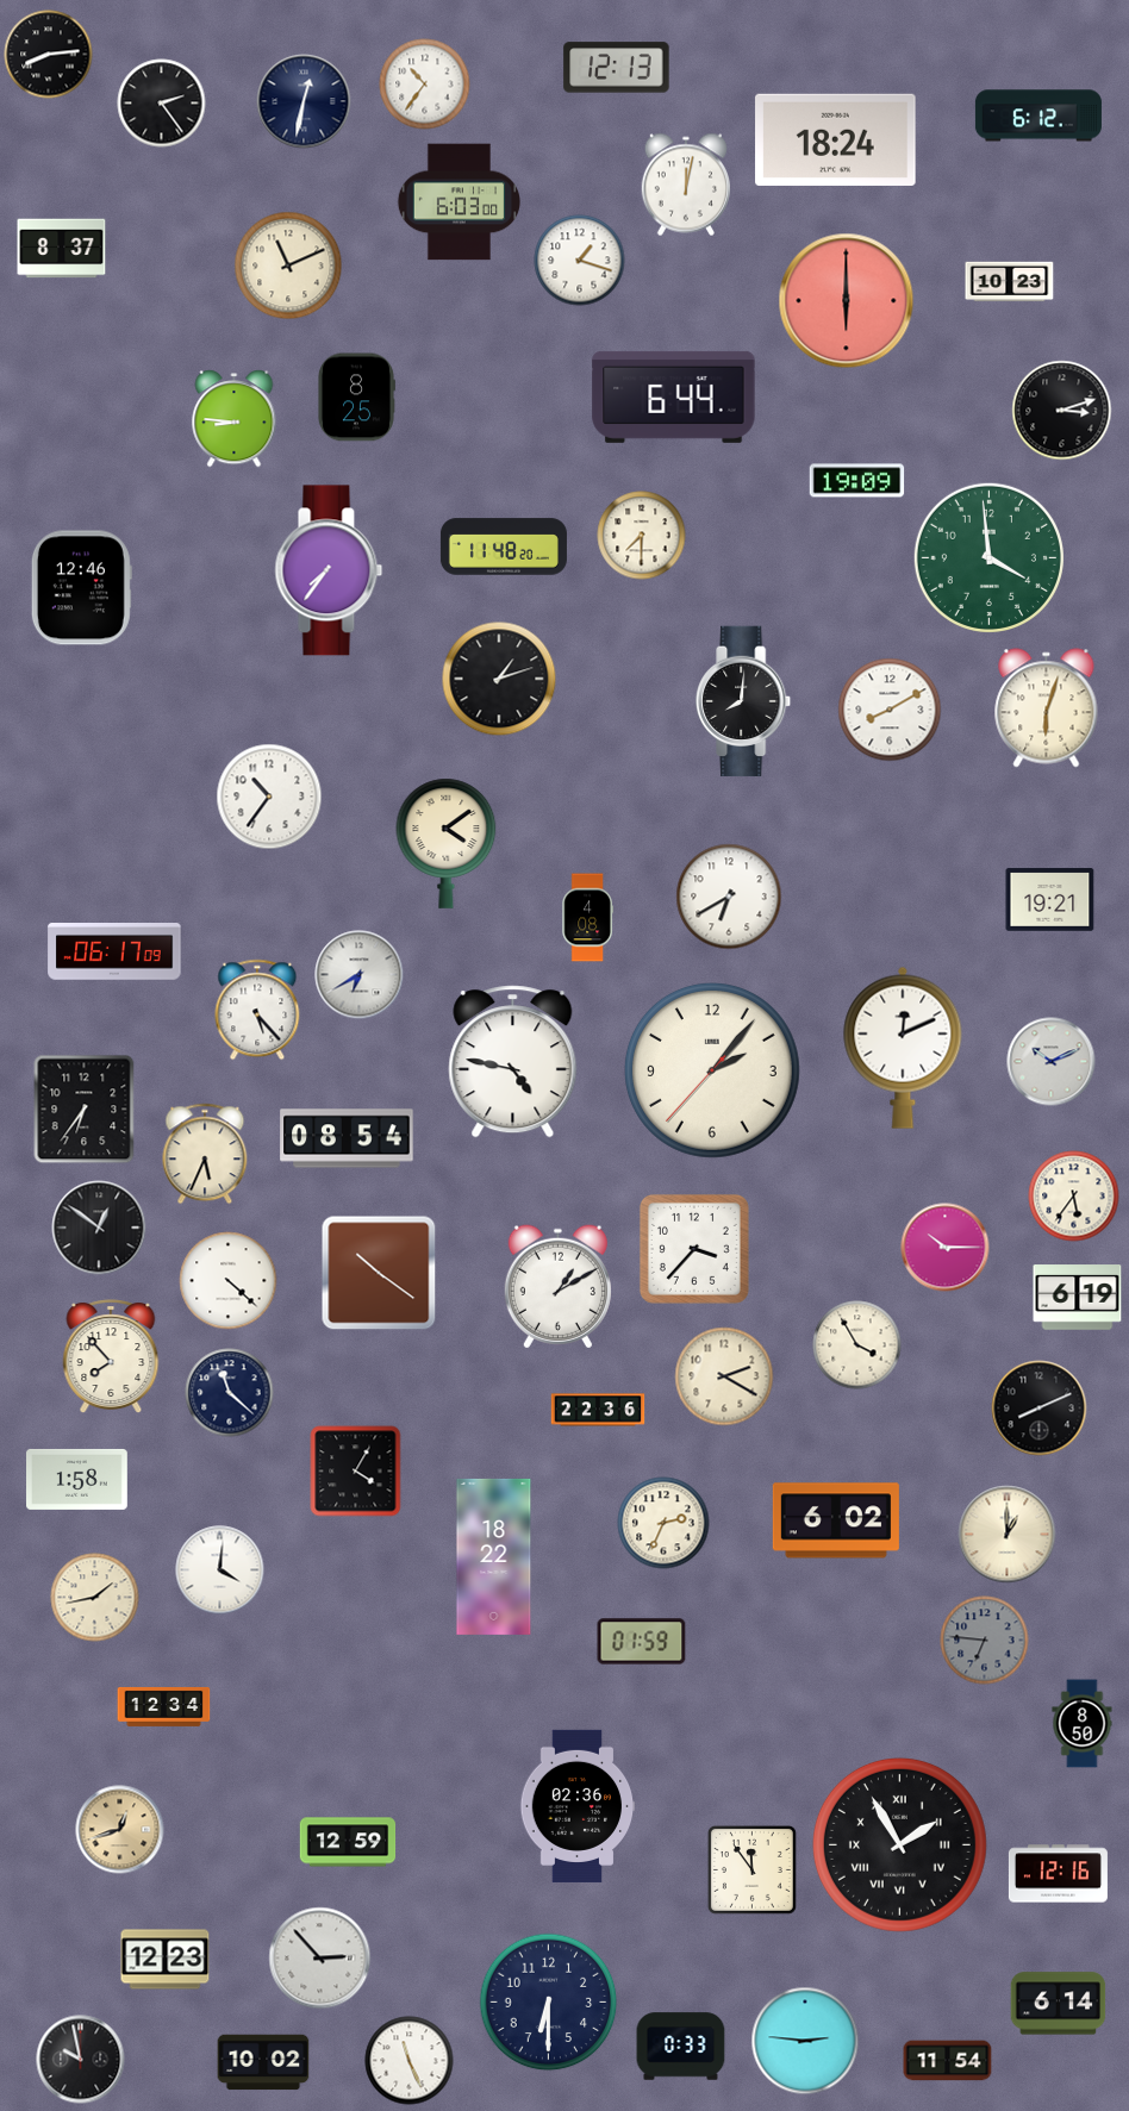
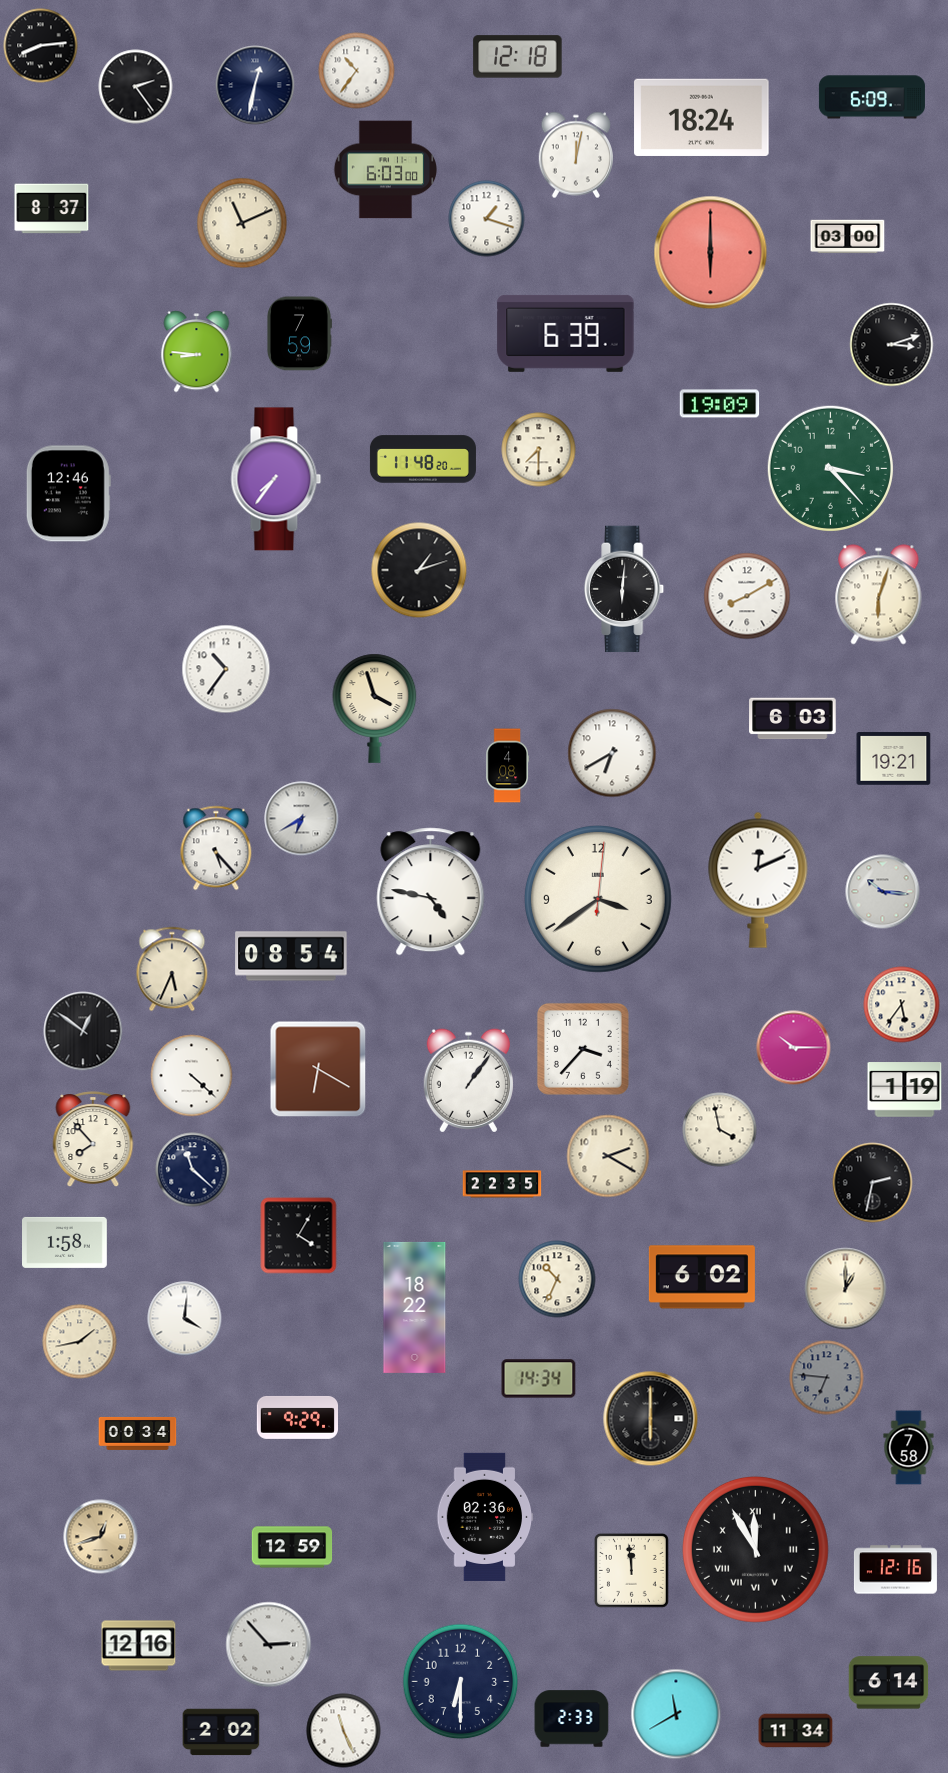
clock at (617, 68): 12:13 -> 12:18
clock at (1038, 115): 6:12 -> 6:09
clock at (1010, 282): 10:23 -> 03:00
clock at (674, 396): 6:44 -> 6:39
clock at (357, 398): 8:25 -> 7:59
clock at (988, 557): 3:59 -> 3:23
clock at (744, 701): 8:01 -> 6:01
clock at (447, 843): 4:09 -> 3:57
clock at (793, 719): none -> 6:03
clock at (1050, 900) position: (1050, 900) -> (894, 759)
clock at (587, 918) position: (587, 918) -> (507, 766)
clock at (114, 953): 06:17 -> none
clock at (1052, 1062): 10:11 -> 10:16
clock at (712, 1070): 2:06 -> 3:39
clock at (85, 1110): 6:36 -> none
clock at (379, 1273): 10:21 -> 6:20
clock at (557, 1287): 1:10 -> 1:06
clock at (1078, 1298): 6:19 -> 1:19
clock at (857, 1345): 3:55 -> 3:58
clock at (1040, 1409): 8:11 -> 2:32
clock at (598, 1410): 22:36 -> 22:35
clock at (663, 1523): 2:34 -> 10:34
clock at (642, 1642): 01:59 -> 14:34
clock at (297, 1417): none -> 9:29
clock at (651, 1419): none -> 6:00
clock at (164, 1706): 12:34 -> 00:34
clock at (1083, 1724): 8:50 -> 7:58
clock at (899, 1844): 1:55 -> 11:55
clock at (751, 1869): 11:54 -> 11:59
clock at (1058, 1874) position: (1058, 1874) -> (895, 1570)
clock at (166, 1960): 12:23 -> 12:16
clock at (805, 2041): 2:46 -> 11:40
clock at (681, 2047): 0:33 -> 2:33
clock at (81, 2060): 9:58 -> none
clock at (948, 2061): 11:54 -> 11:34
clock at (263, 2062): 10:02 -> 2:02
